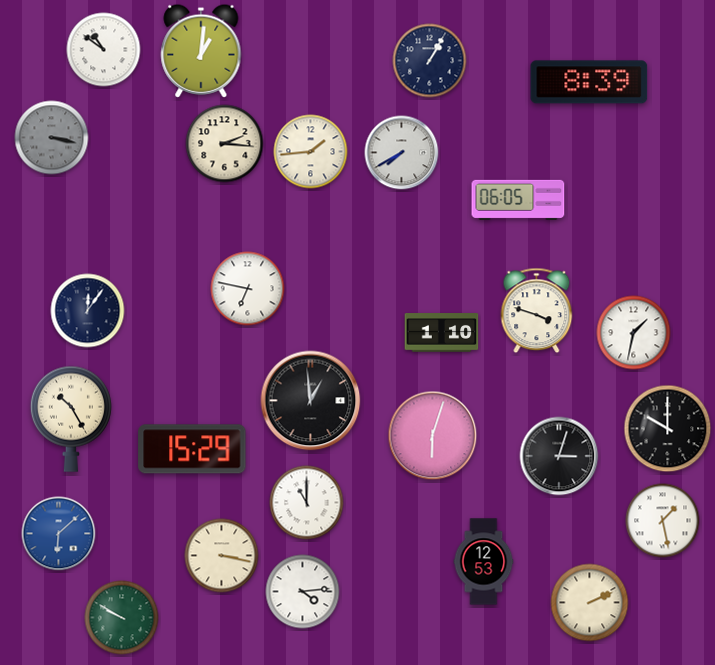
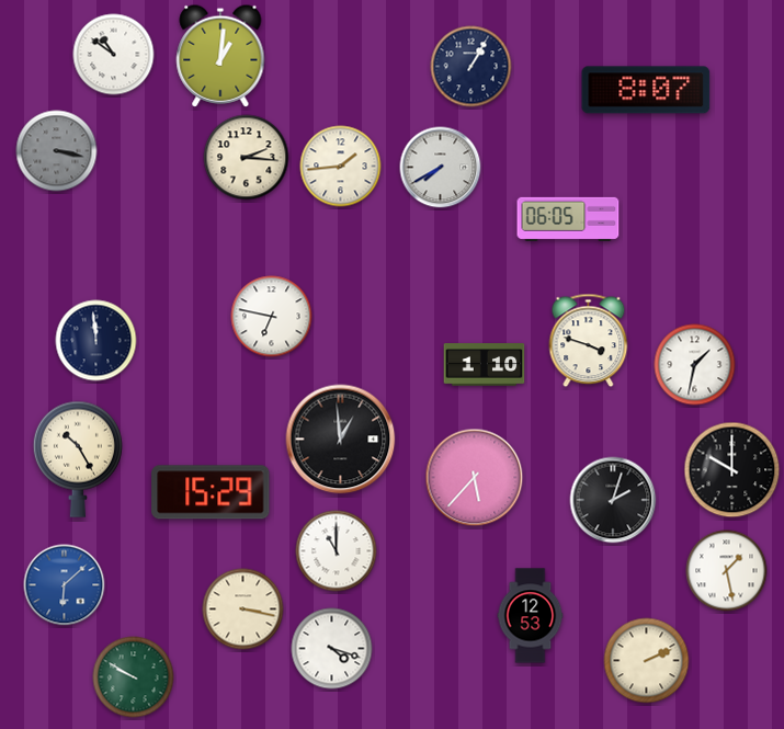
clock at (589, 82): 8:39 -> 8:07
clock at (88, 311): 12:06 -> 11:59
clock at (433, 436): 6:03 -> 5:37
clock at (559, 456): 3:03 -> 2:03
clock at (303, 592): 4:14 -> 4:18
